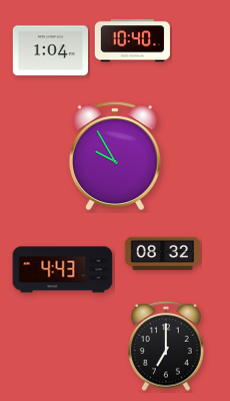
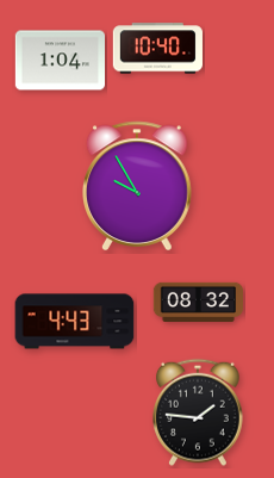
clock at (162, 253) position: (162, 253) -> (198, 302)
clock at (167, 346): 7:00 -> 1:46
